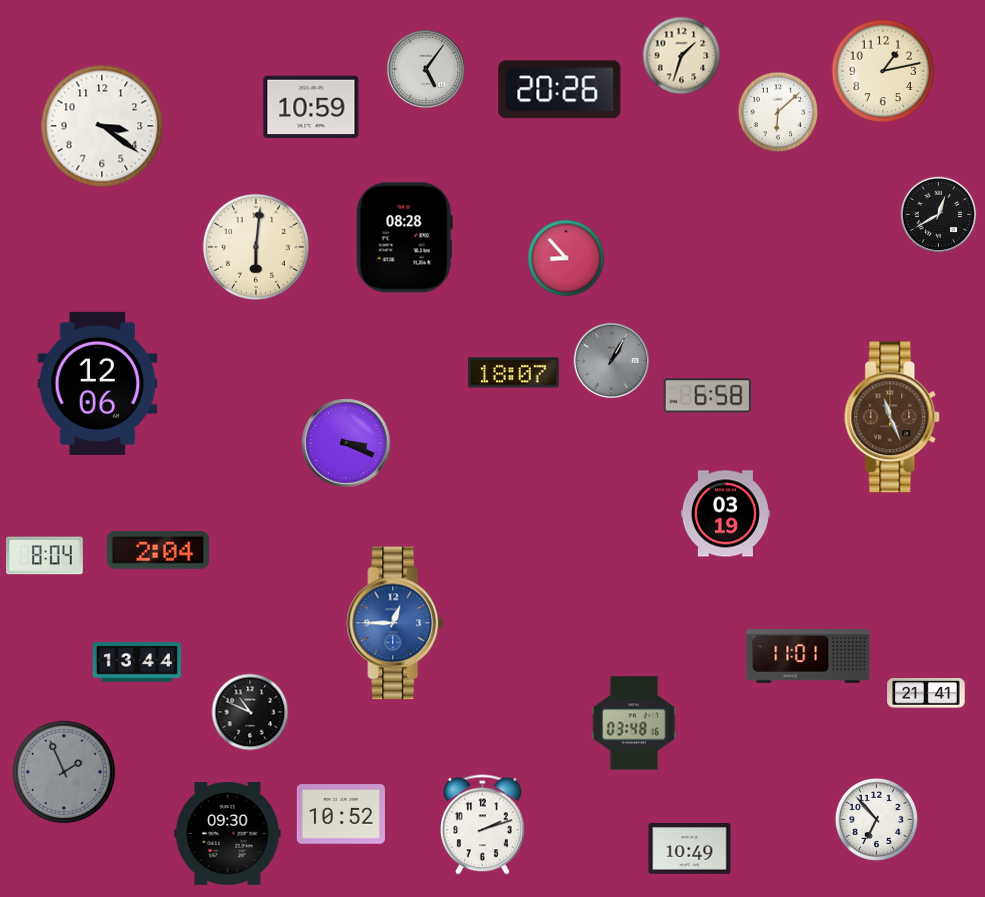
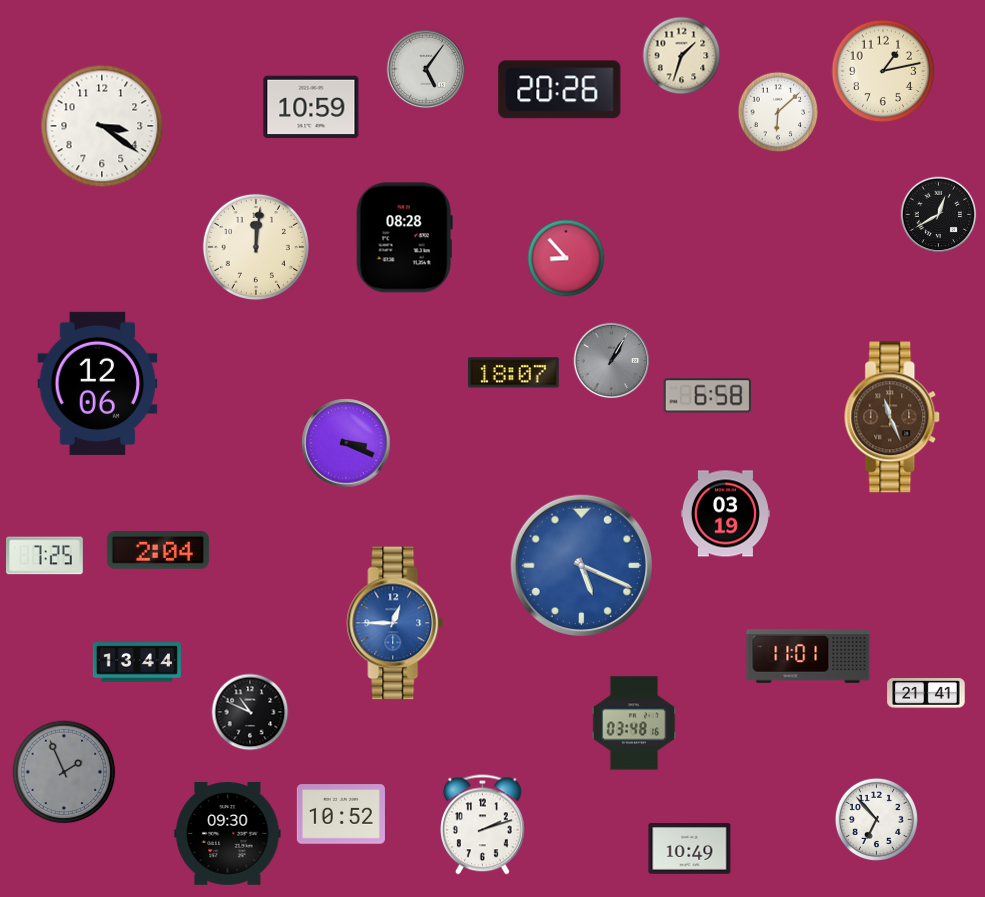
clock at (256, 247): 6:01 -> 12:01
clock at (45, 556): 8:04 -> 7:25
clock at (581, 565): none -> 5:19
